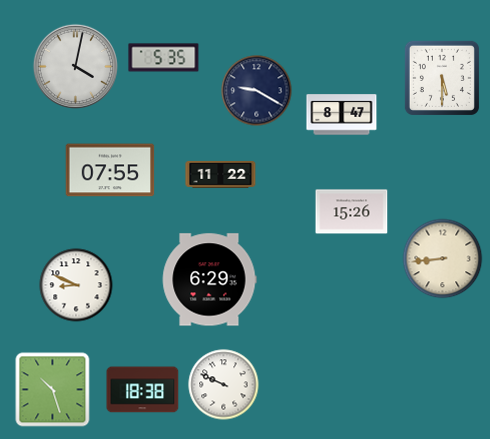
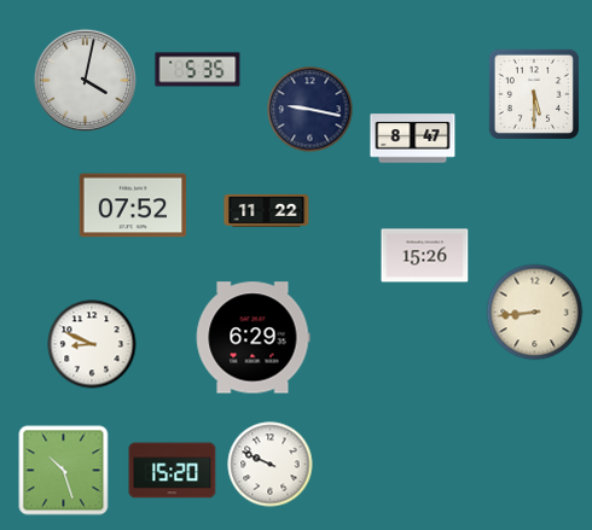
clock at (75, 66) position: (75, 66) -> (85, 80)
clock at (257, 91): 9:20 -> 9:17
clock at (110, 170): 07:55 -> 07:52
clock at (143, 390): 18:38 -> 15:20
